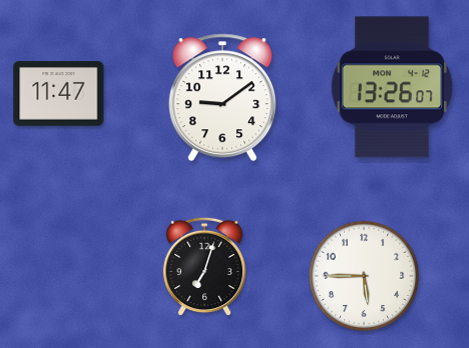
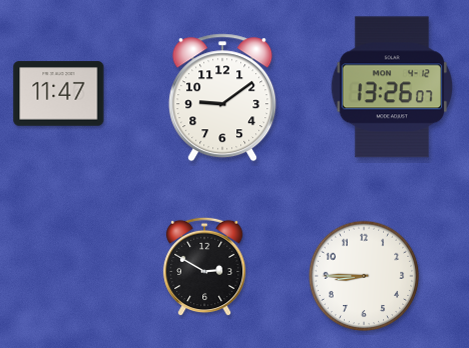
clock at (205, 267): 7:03 -> 2:50
clock at (364, 276): 5:45 -> 8:45
